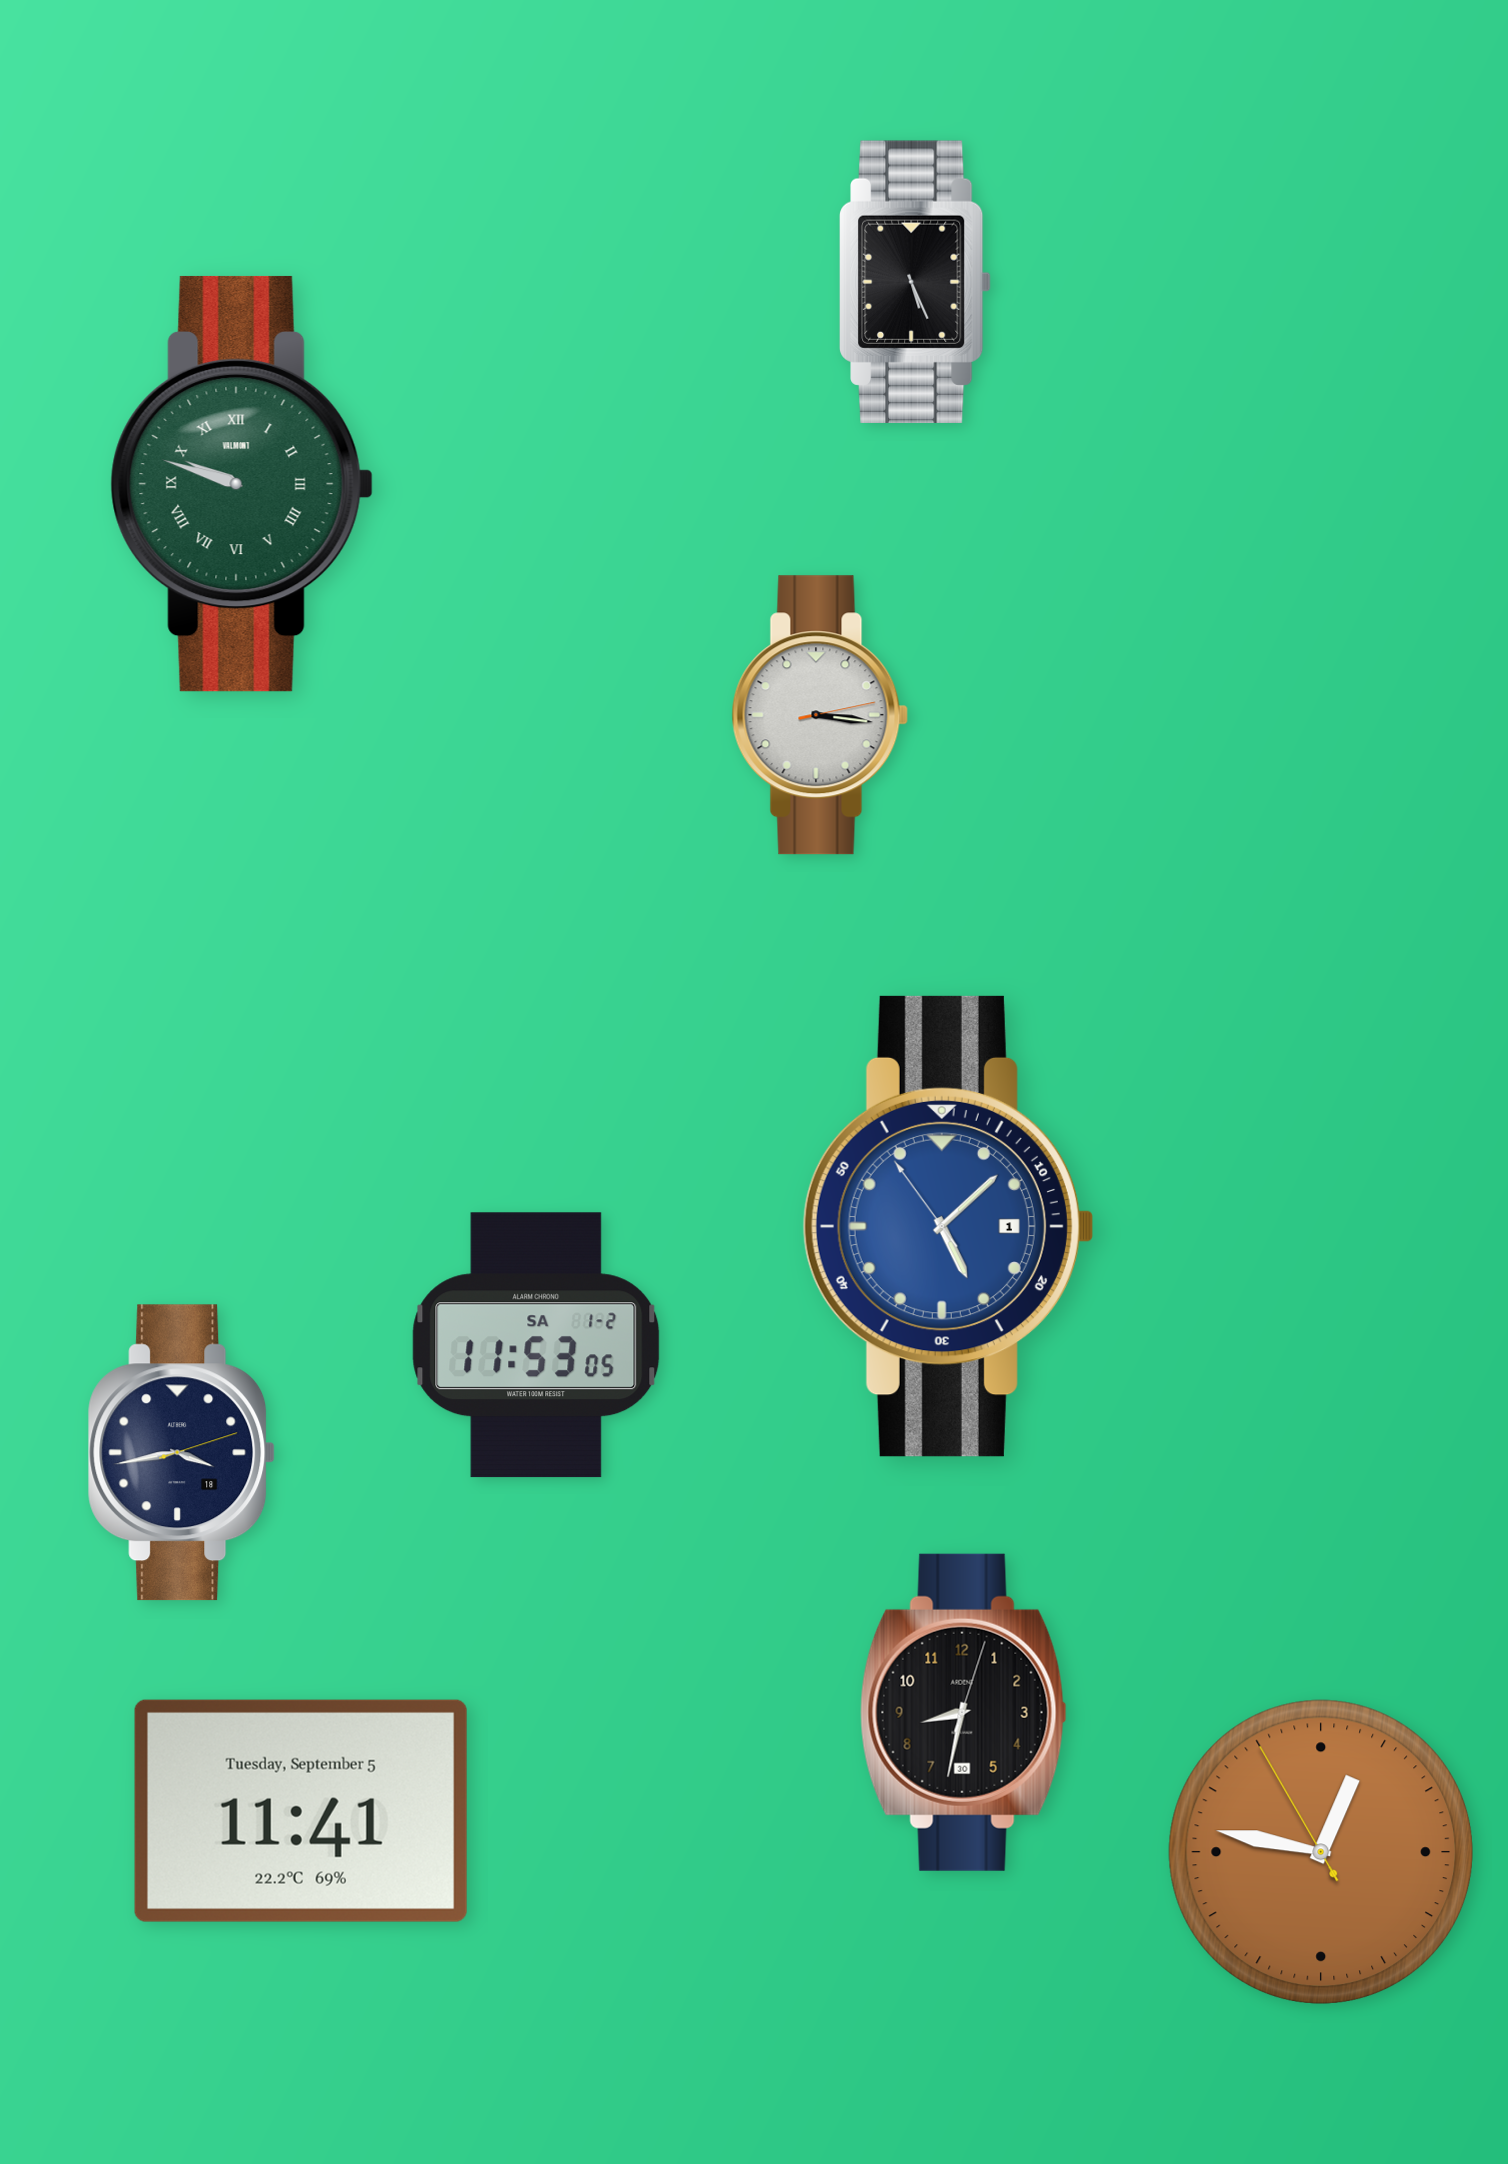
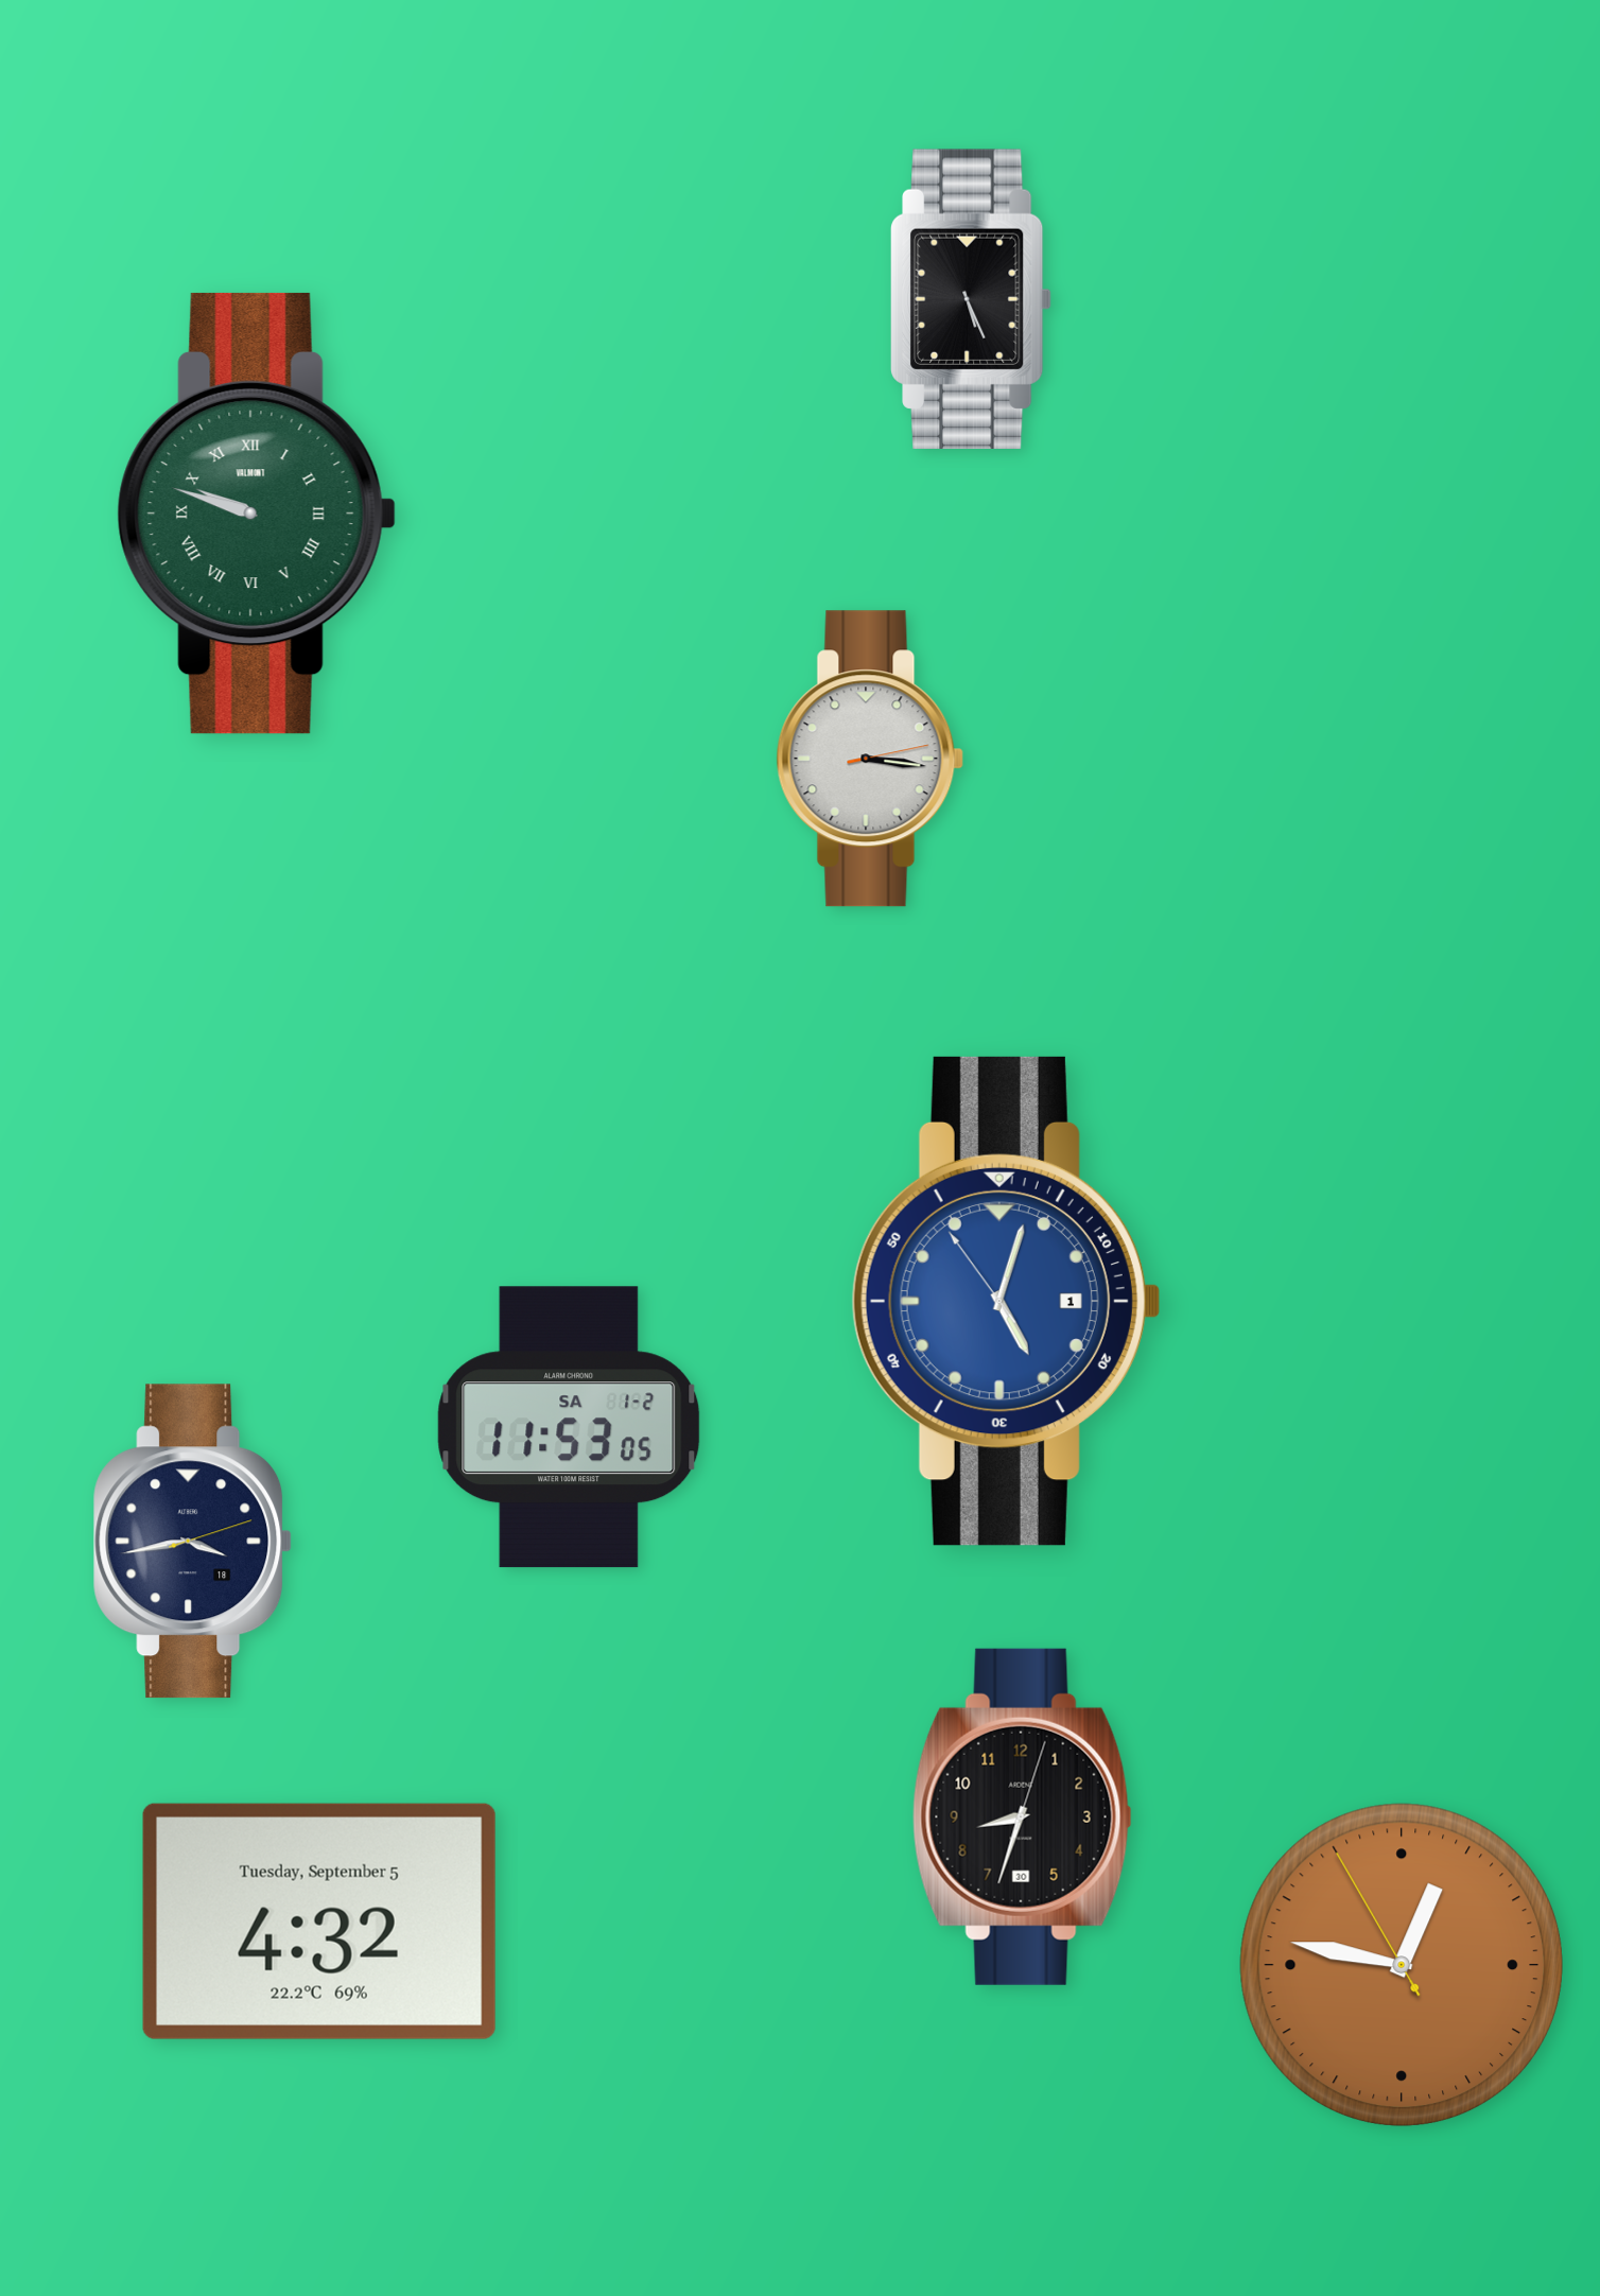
clock at (948, 1226): 5:07 -> 5:02
clock at (963, 1712): 8:32 -> 8:33
clock at (301, 1811): 11:41 -> 4:32
